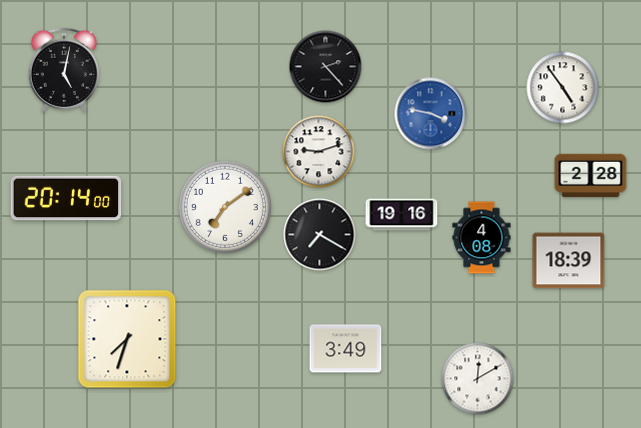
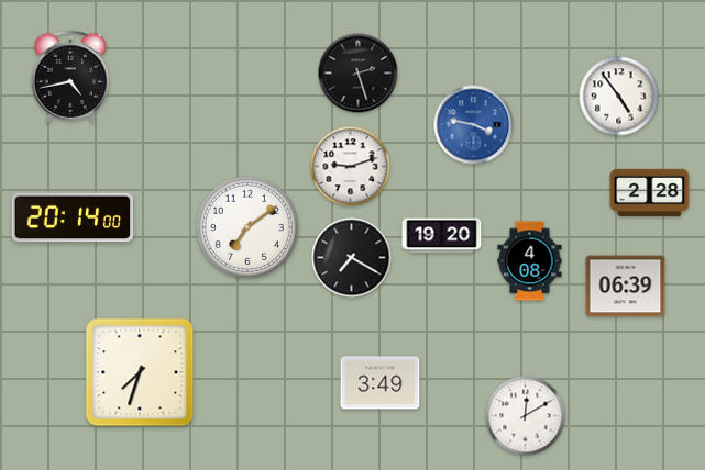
clock at (326, 67): 2:23 -> 2:27
clock at (64, 70): 5:02 -> 4:43
clock at (402, 215): 19:16 -> 19:20
clock at (569, 261): 18:39 -> 06:39
